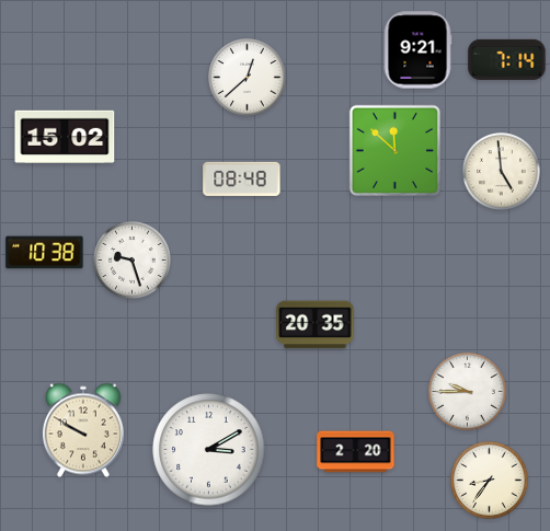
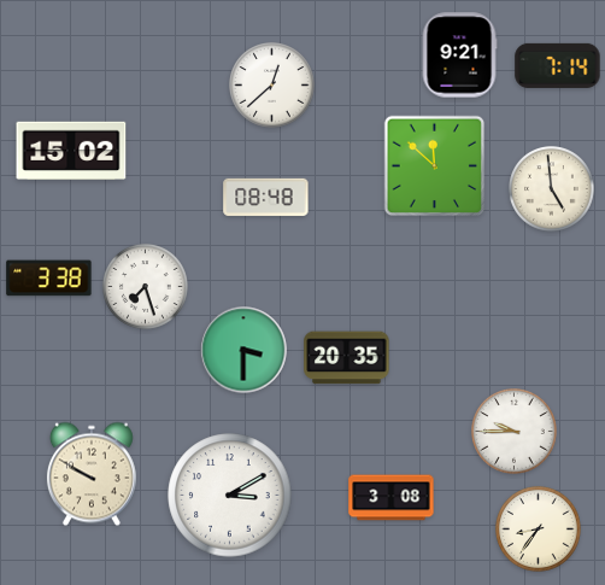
clock at (45, 253): 10:38 -> 3:38
clock at (133, 261): 9:27 -> 7:27
clock at (243, 350): none -> 3:30
clock at (356, 452): 2:20 -> 3:08
